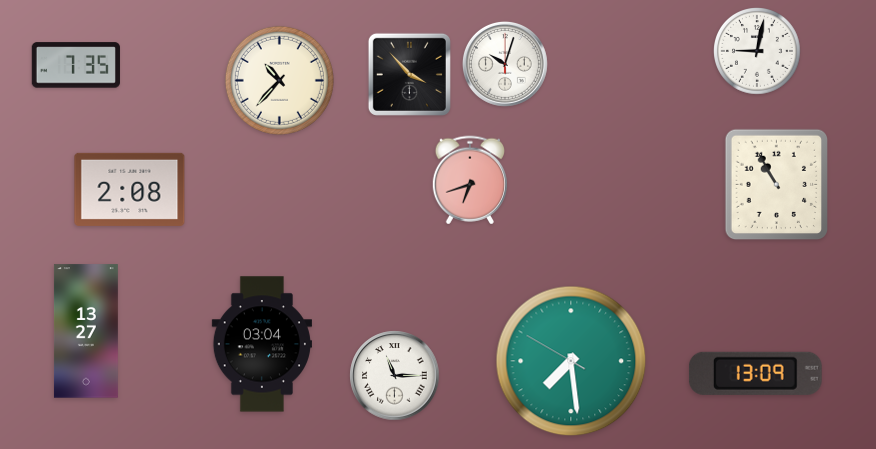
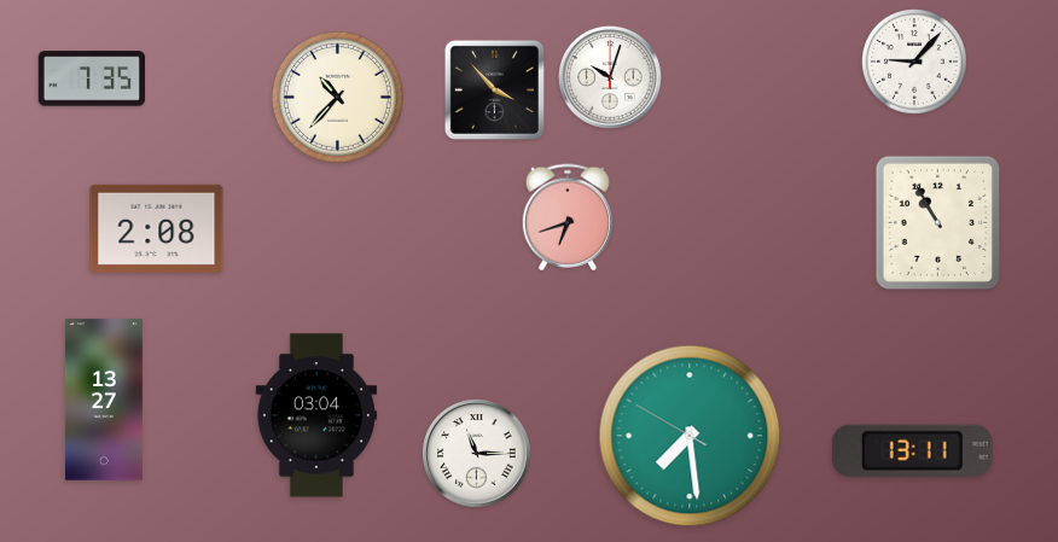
clock at (758, 52): 9:02 -> 9:07
clock at (755, 373): 13:09 -> 13:11
